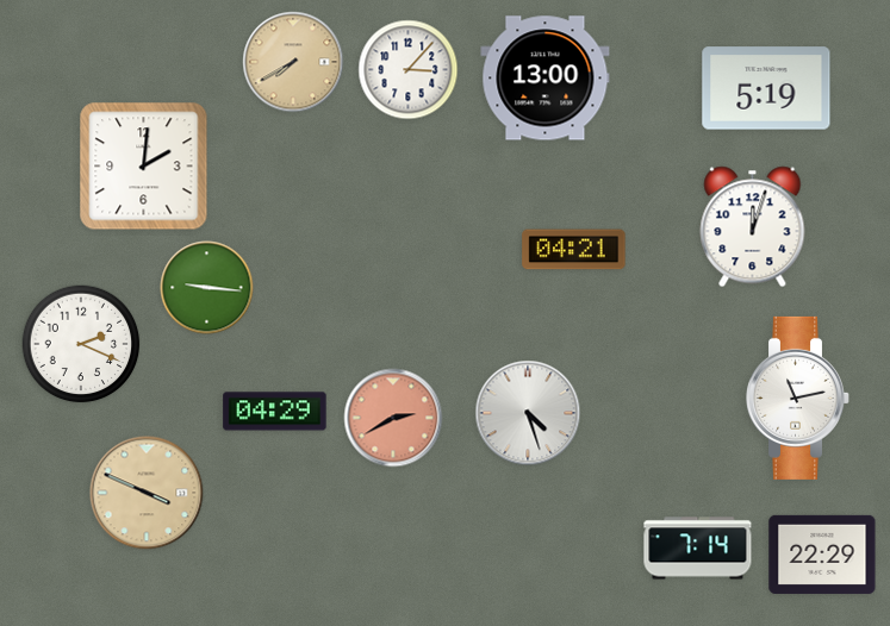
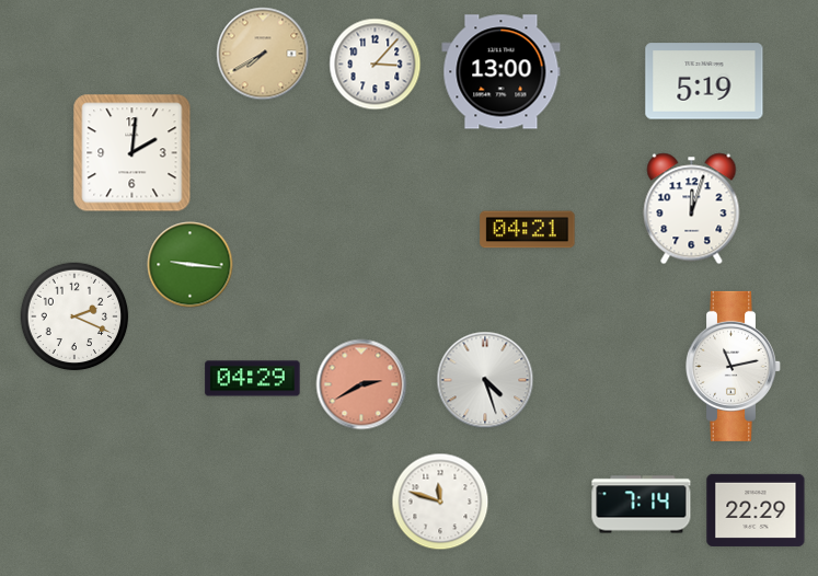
clock at (293, 62) position: (293, 62) -> (263, 54)
clock at (147, 493): 3:49 -> none
clock at (440, 502): none -> 11:48
